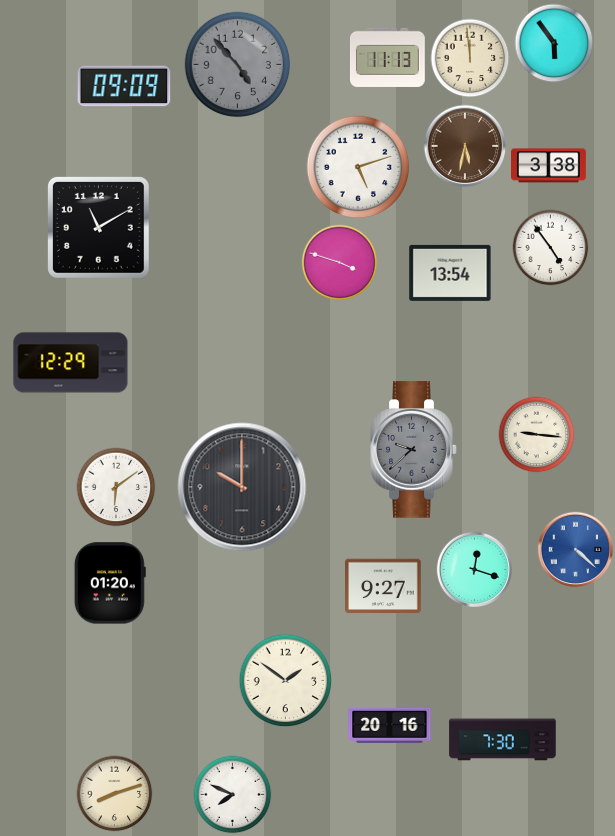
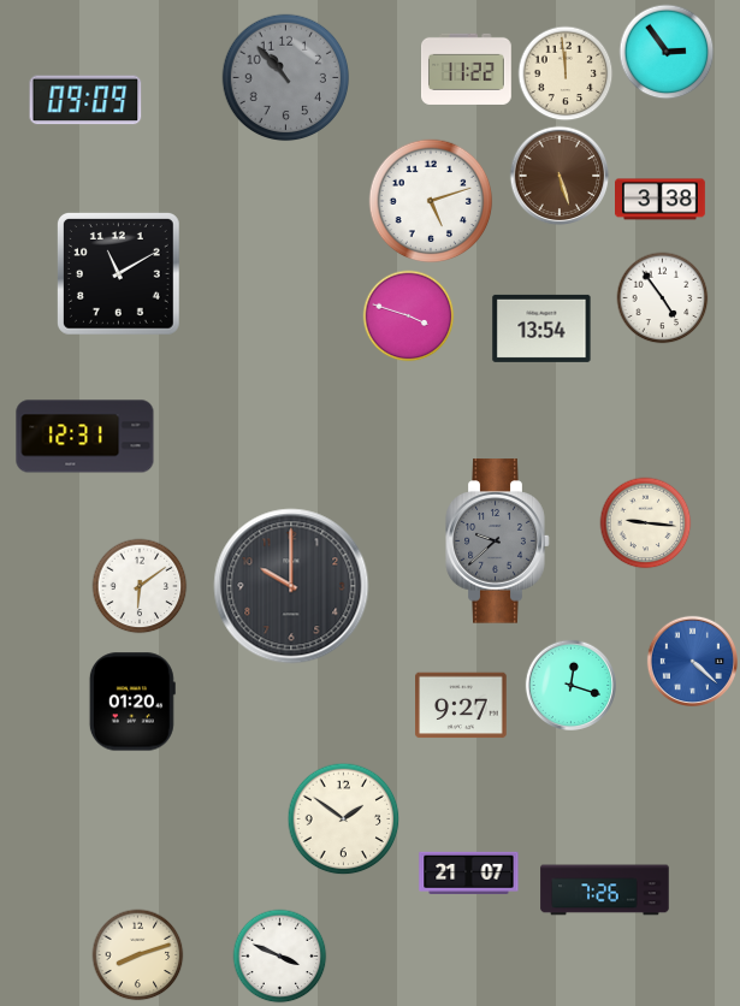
clock at (554, 43): 5:54 -> 2:54
clock at (388, 57): 11:13 -> 11:22
clock at (470, 58) position: (470, 58) -> (566, 73)
clock at (238, 65): 4:53 -> 10:53
clock at (124, 86) position: (124, 86) -> (85, 100)
clock at (465, 146): 5:32 -> 5:27
clock at (71, 363): 12:29 -> 12:31
clock at (390, 725): 20:16 -> 21:07
clock at (503, 740): 7:30 -> 7:26
clock at (233, 795): 7:49 -> 3:49
